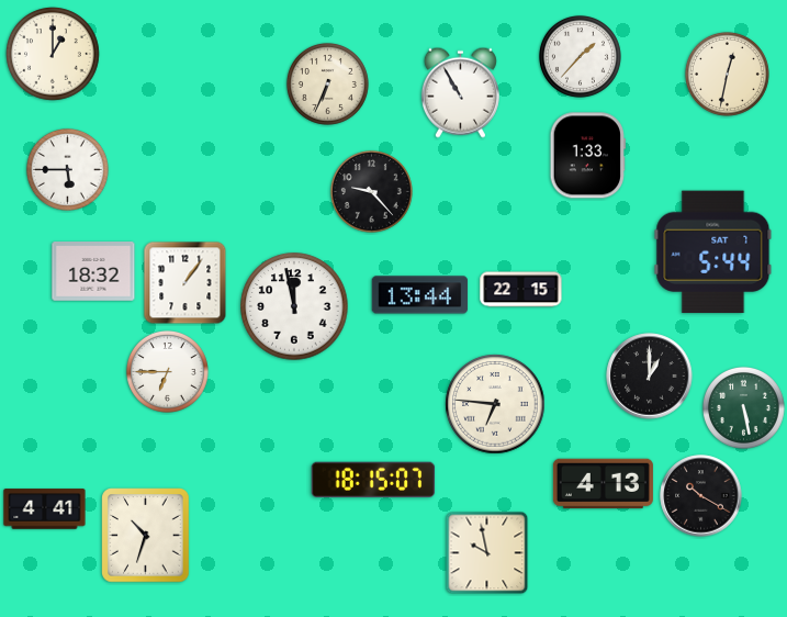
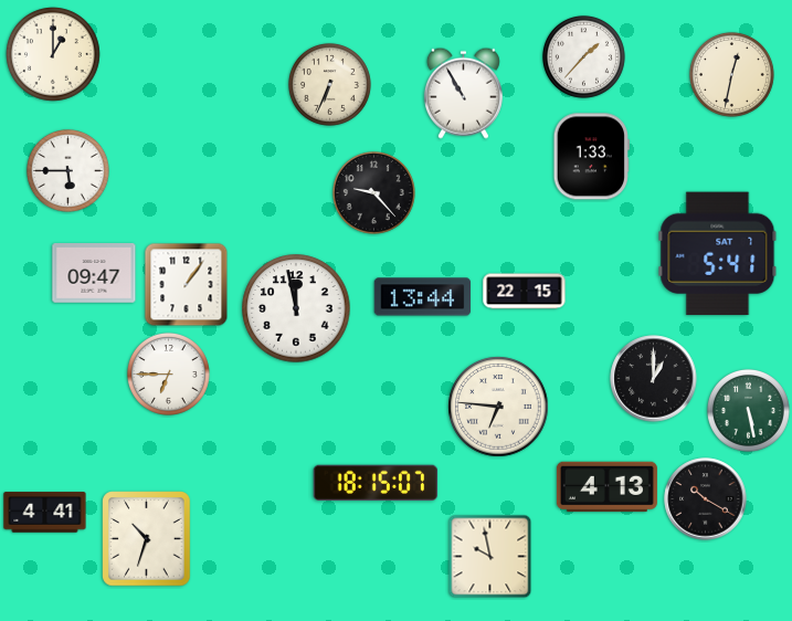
clock at (713, 253): 5:44 -> 5:41
clock at (93, 272): 18:32 -> 09:47
